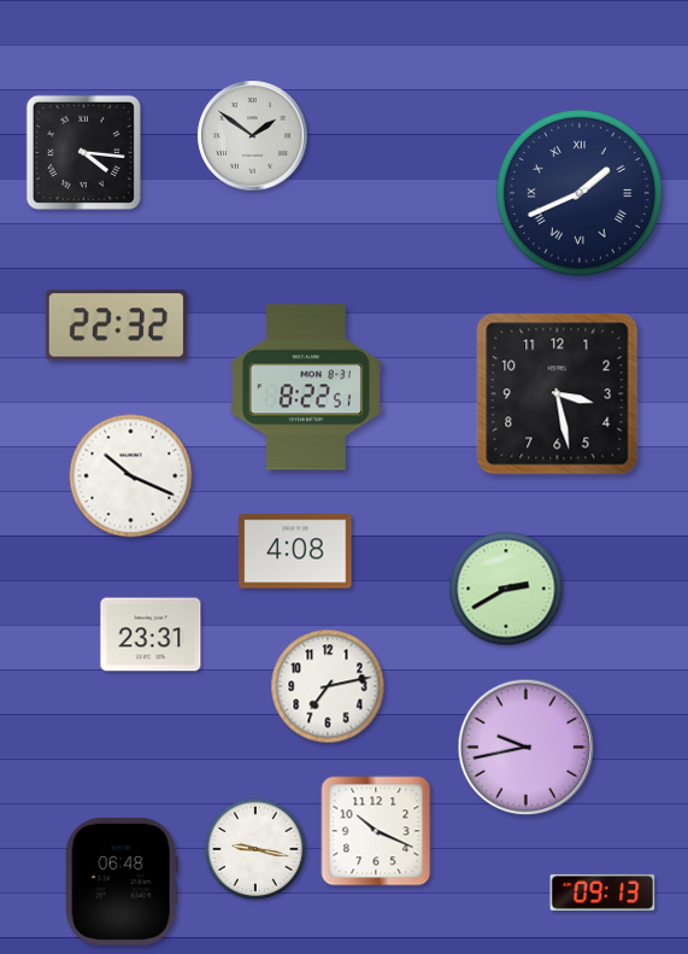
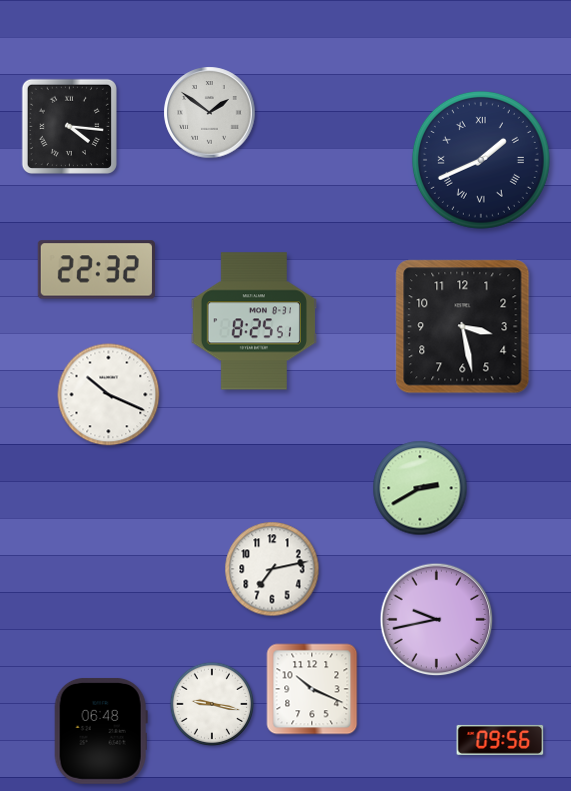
clock at (306, 387): 8:22 -> 8:25
clock at (295, 551): 4:08 -> none
clock at (151, 634): 23:31 -> none
clock at (602, 892): 09:13 -> 09:56
